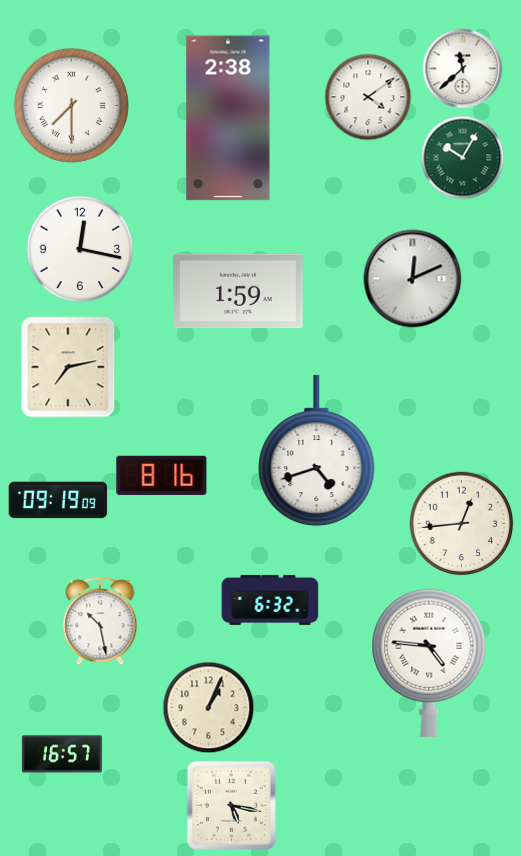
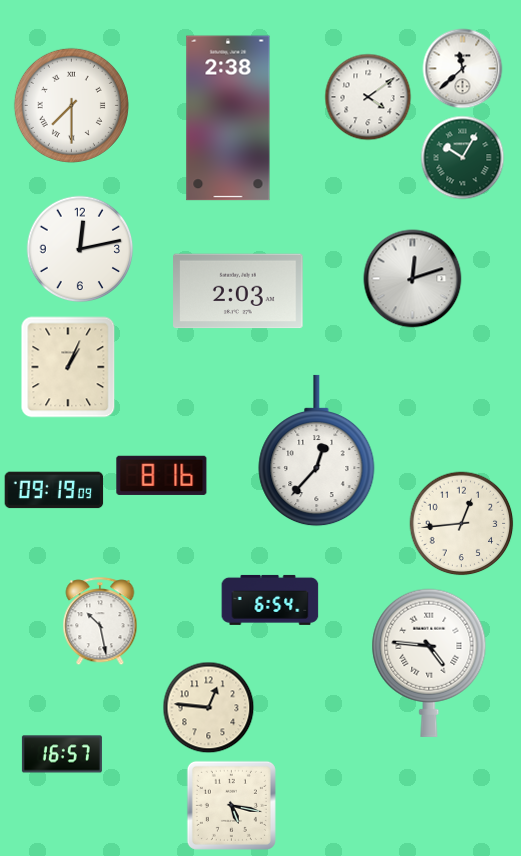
clock at (80, 249): 12:17 -> 12:13
clock at (413, 279): 12:11 -> 12:12
clock at (238, 291): 1:59 -> 2:03
clock at (68, 367): 7:13 -> 1:04
clock at (317, 451): 4:42 -> 12:37
clock at (58, 500) position: (58, 500) -> (54, 490)
clock at (270, 600): 6:32 -> 6:54
clock at (209, 708): 1:04 -> 12:46
